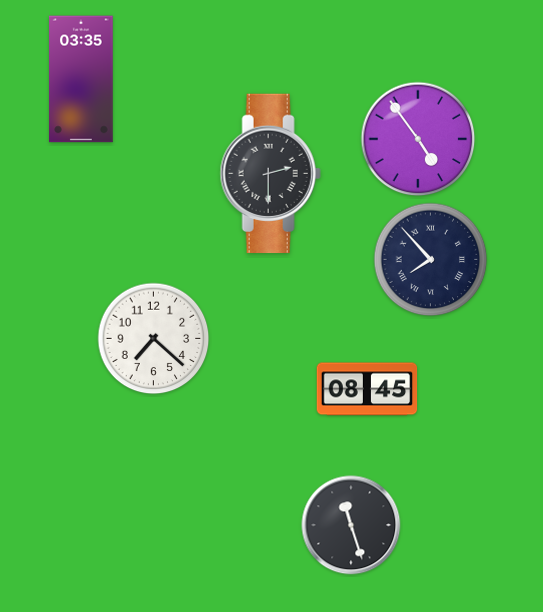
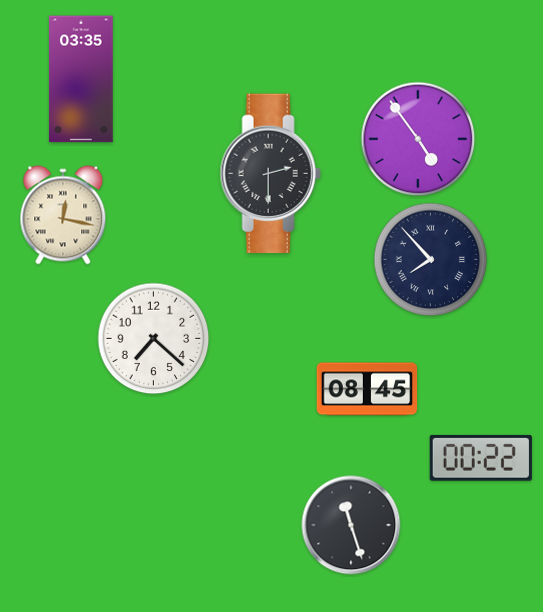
clock at (63, 215): none -> 12:17
clock at (481, 458): none -> 00:22
